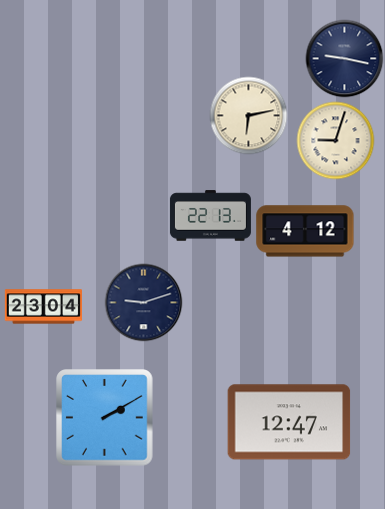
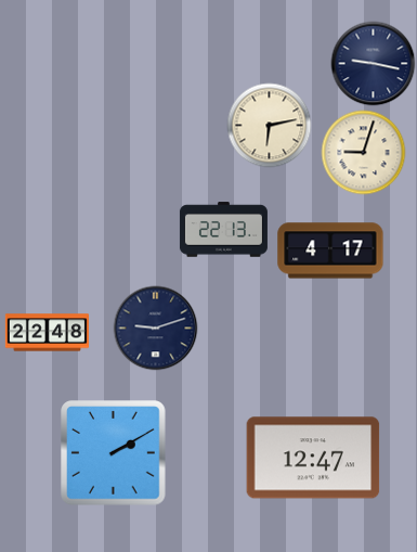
clock at (210, 216) position: (210, 216) -> (223, 230)
clock at (305, 231): 4:12 -> 4:17
clock at (43, 307): 23:04 -> 22:48
